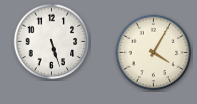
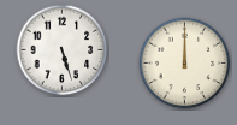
clock at (154, 53): 4:05 -> 12:00
